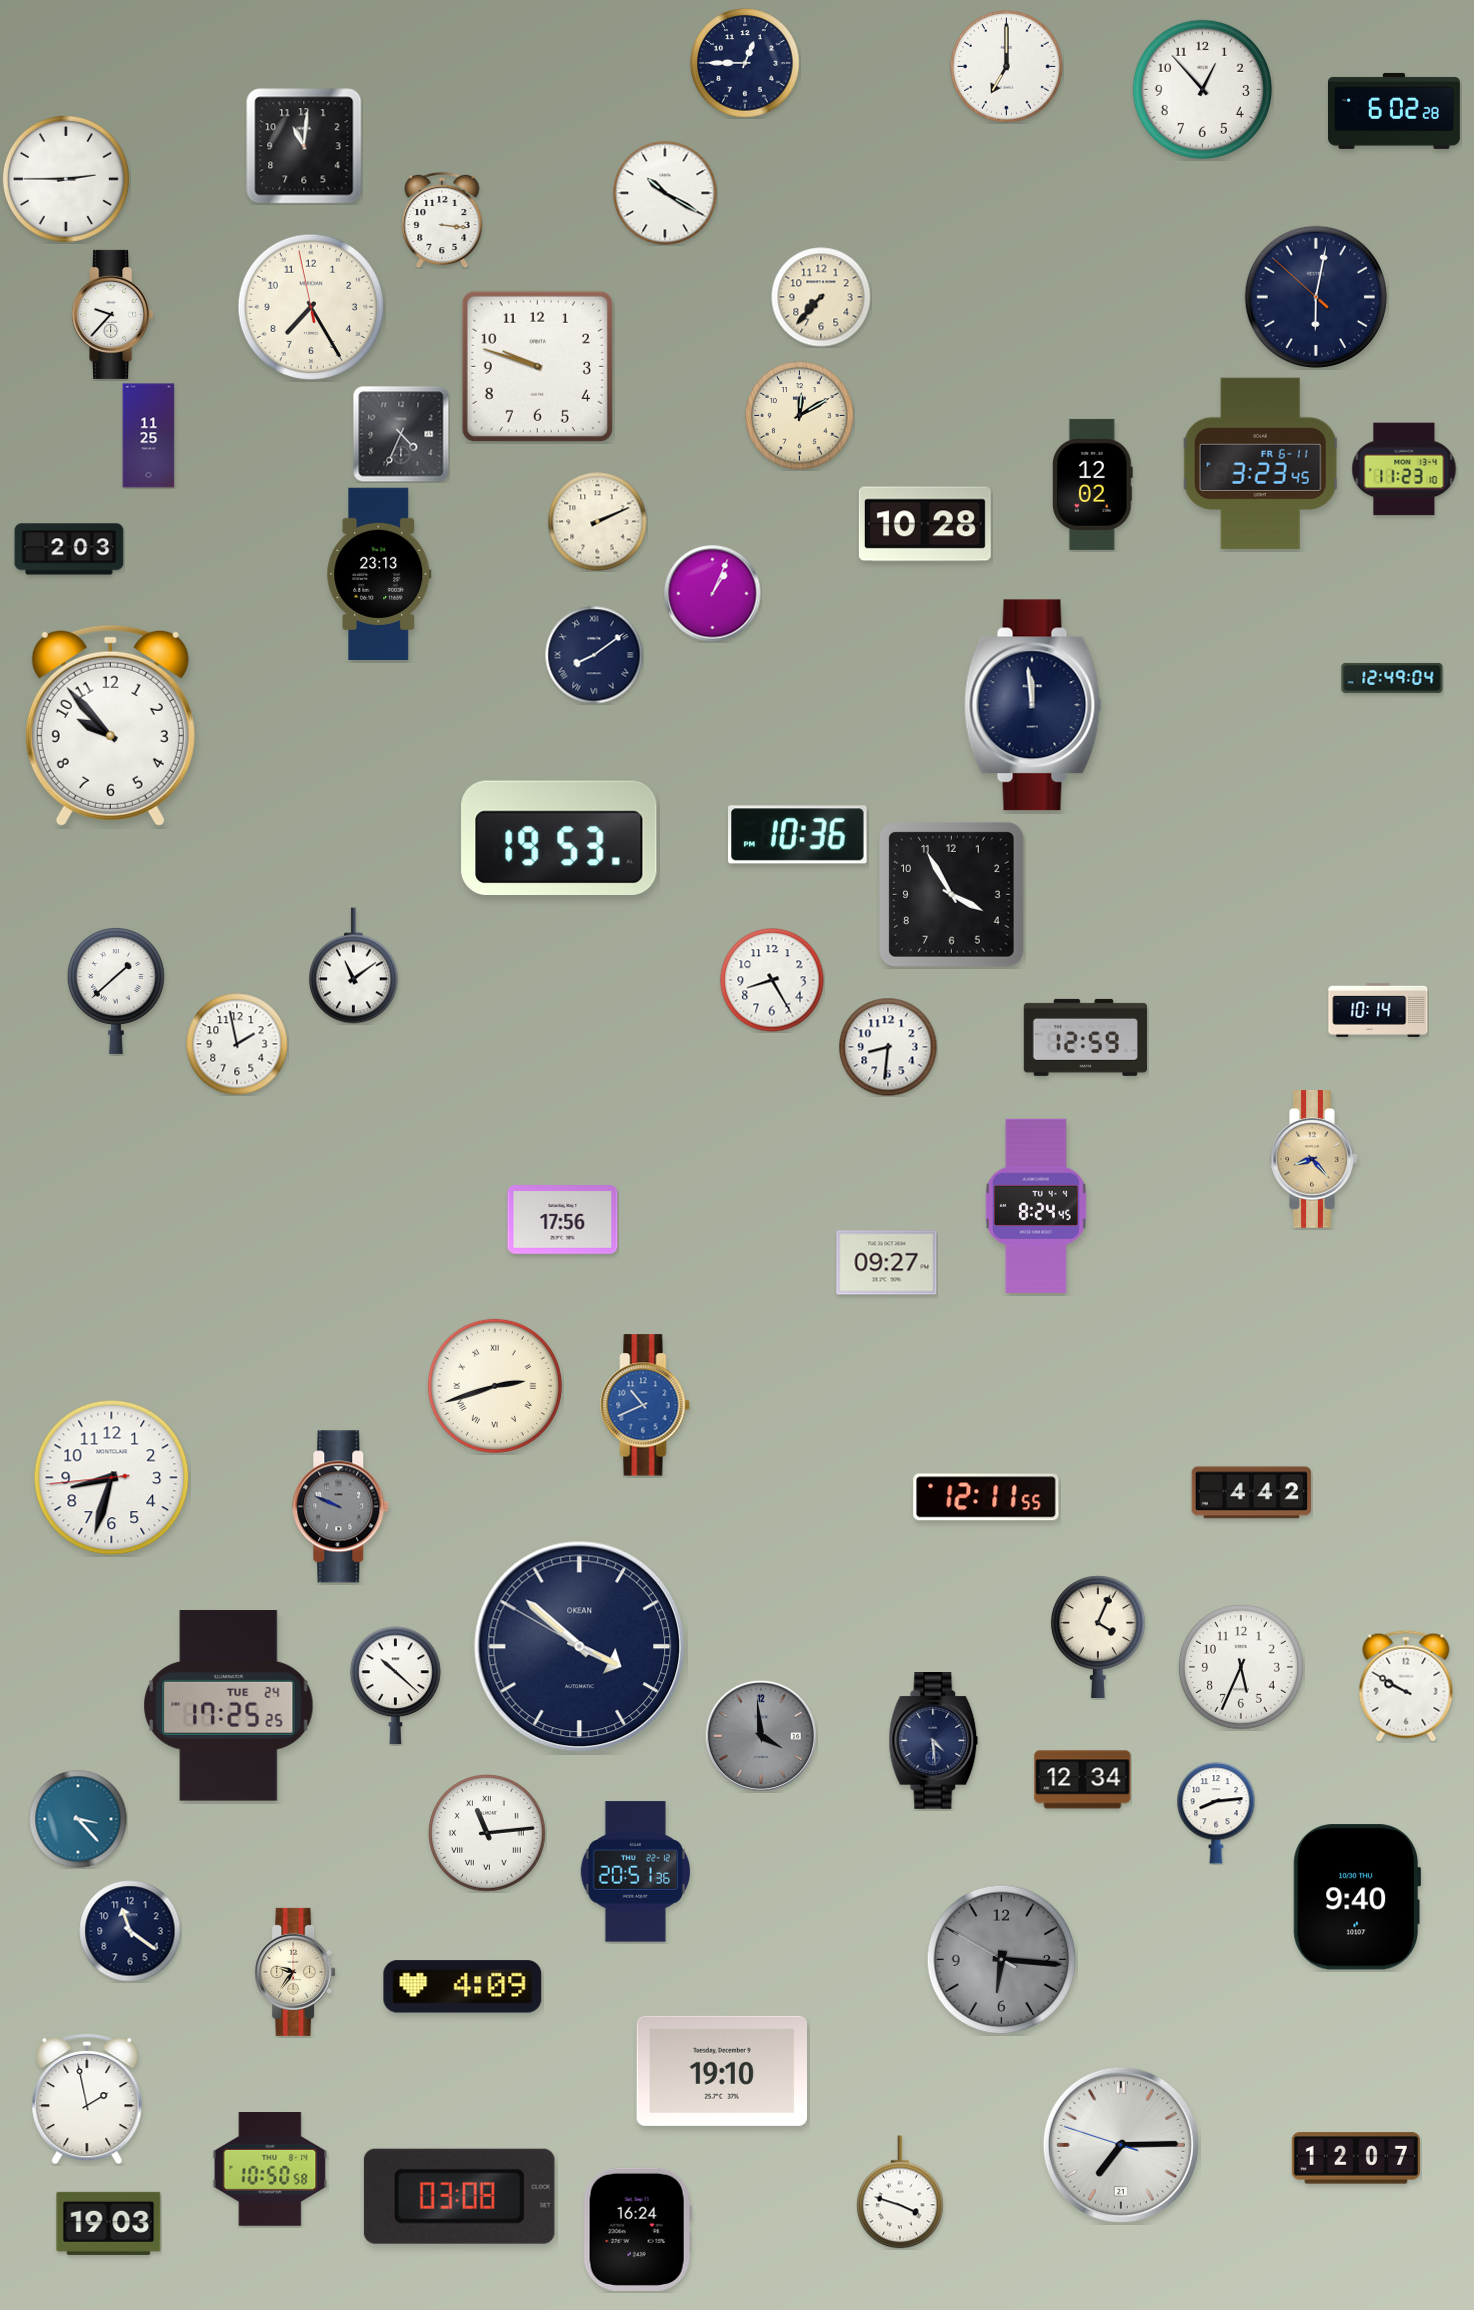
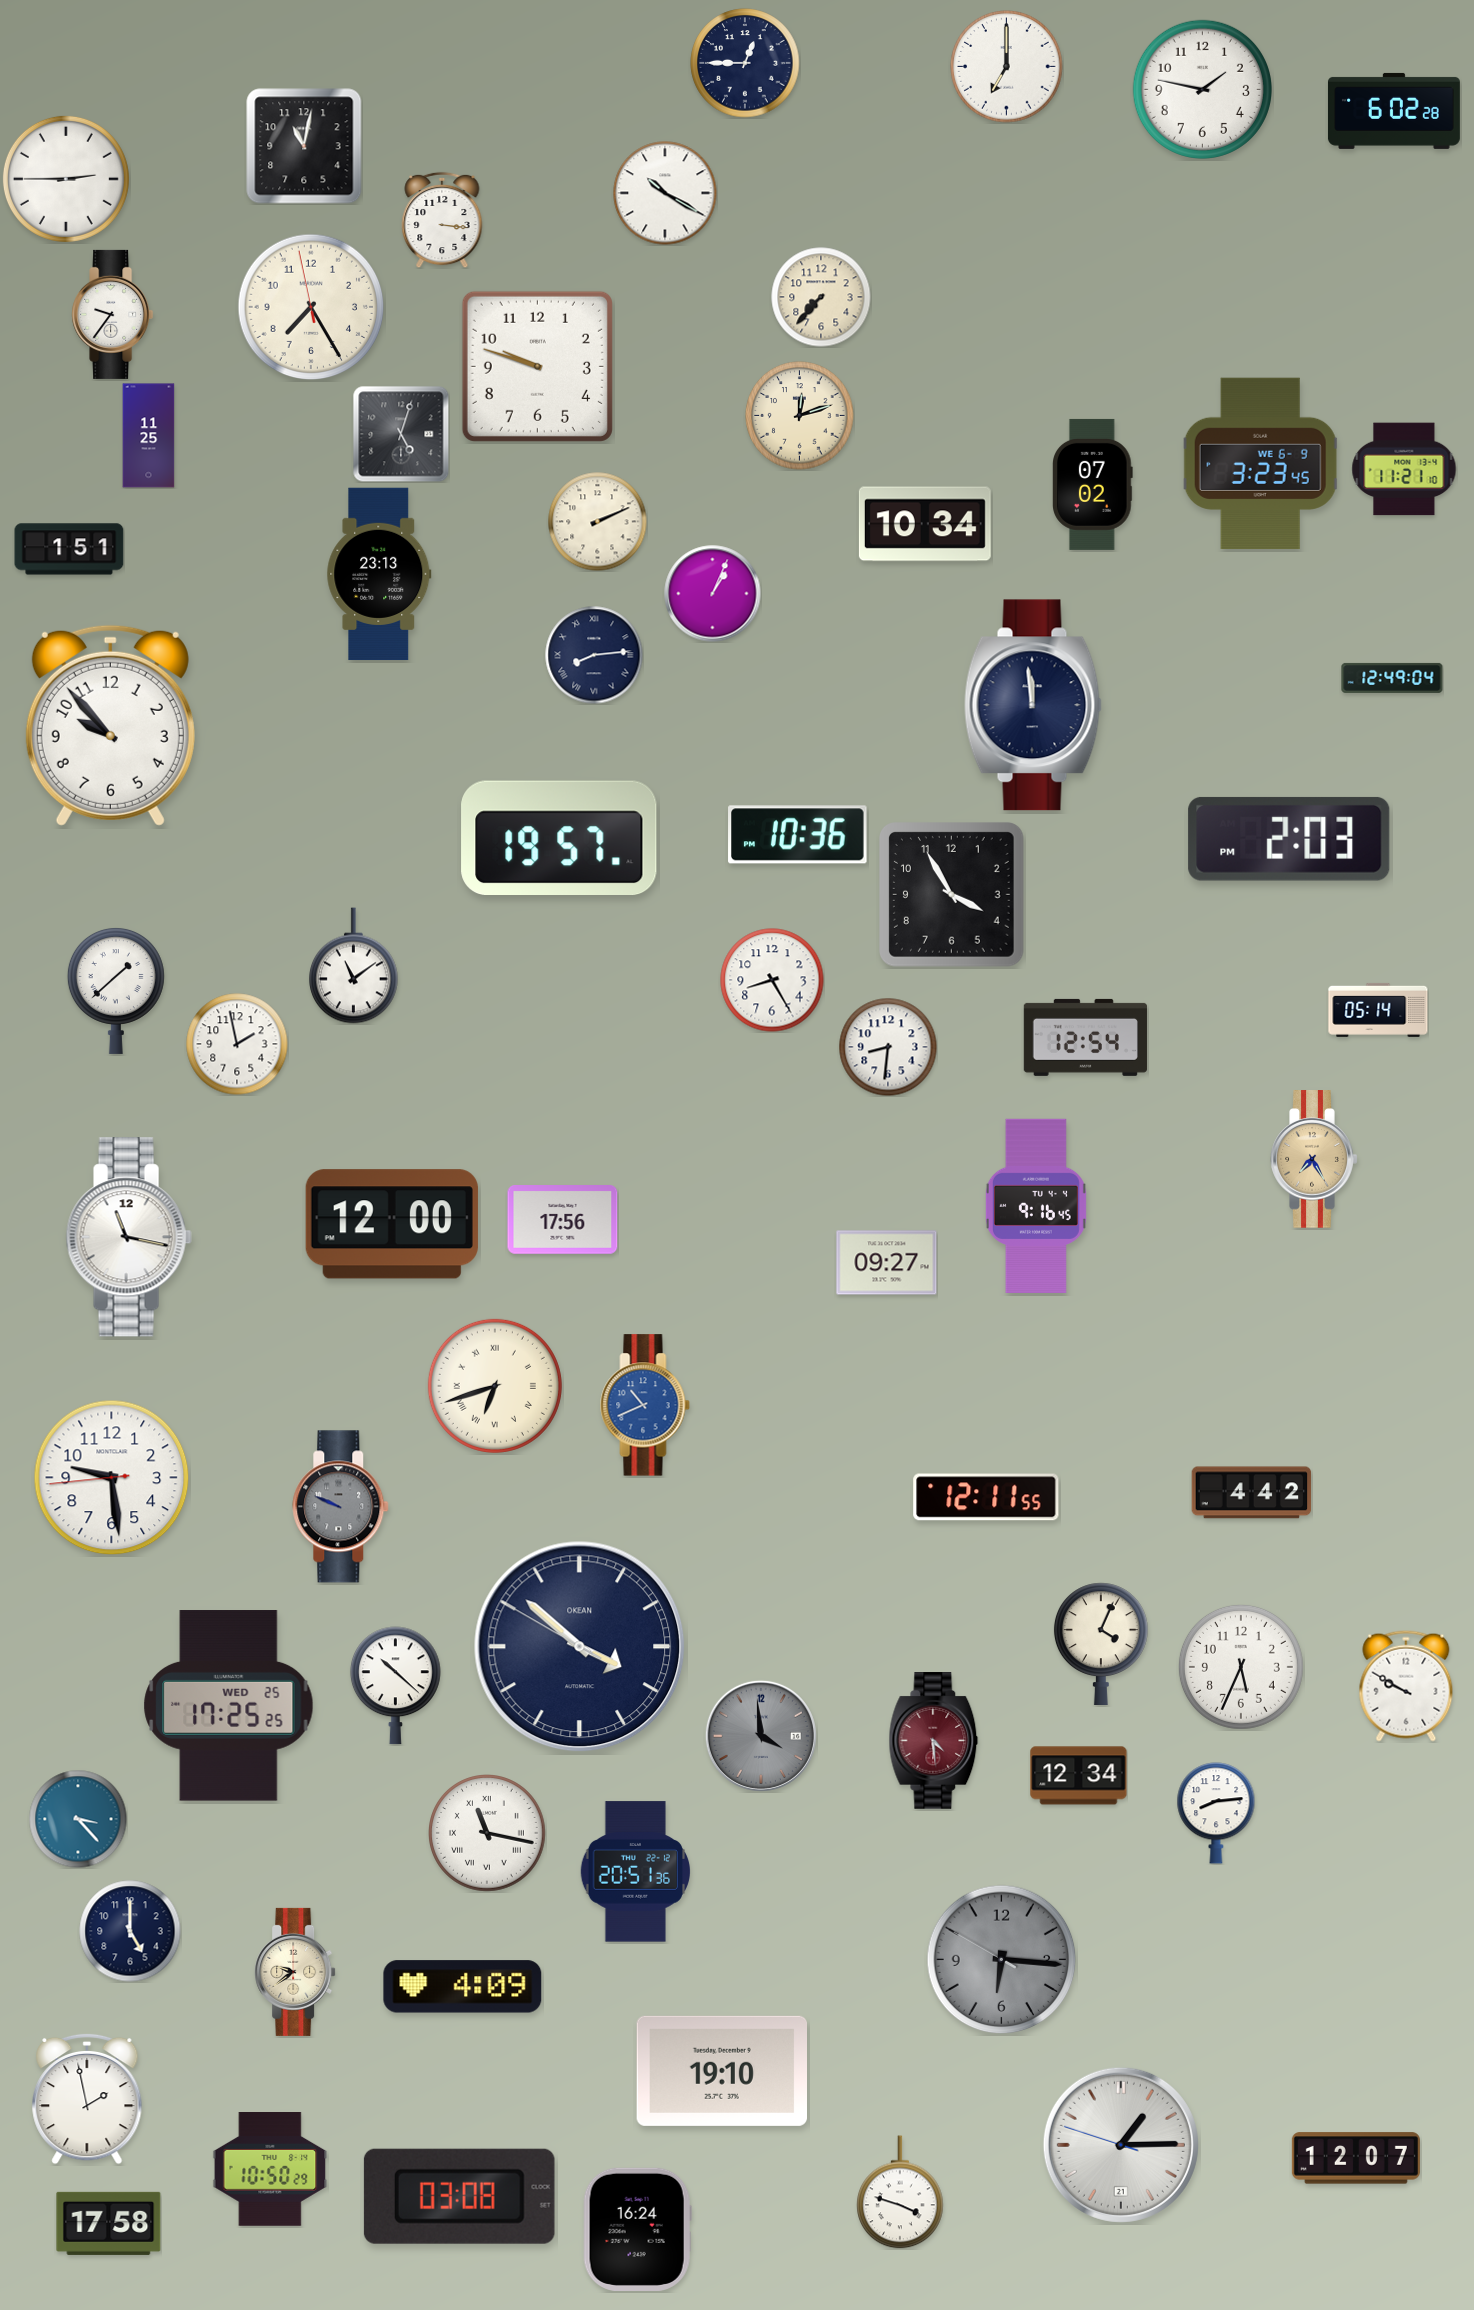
clock at (1202, 89): 12:53 -> 1:47
clock at (304, 146): 11:01 -> 11:02
clock at (1315, 296): 6:01 -> none
clock at (113, 314): 9:37 -> 9:36
clock at (800, 416): 12:10 -> 12:12
clock at (401, 434): 4:34 -> 5:03
clock at (1261, 463) date: FR 6-11 -> WE 6-9
clock at (1404, 469): 11:23 -> 11:21
clock at (1093, 484): 12:02 -> 07:02
clock at (925, 524): 10:28 -> 10:34
clock at (69, 549): 2:03 -> 1:51
clock at (594, 655): 8:09 -> 8:14
clock at (559, 837): 19:53 -> 19:57
clock at (1289, 839): none -> 2:03
clock at (1378, 1010): 10:14 -> 05:14
clock at (1085, 1037): 12:59 -> 12:54
clock at (1314, 1159): 8:23 -> 7:25
clock at (1036, 1205): 8:24 -> 9:16
clock at (392, 1224): none -> 12:00
clock at (129, 1237): none -> 11:17
clock at (495, 1386): 2:42 -> 6:42
clock at (112, 1478): 8:32 -> 9:28
clock at (1098, 1636) position: (1098, 1636) -> (1101, 1643)
clock at (229, 1706) date: TUE 24 -> WED 25
clock at (934, 1741) dial: navy -> burgundy
clock at (1083, 1780) position: (1083, 1780) -> (1079, 1776)
clock at (487, 1834): 11:14 -> 11:17
clock at (1357, 1897): 9:40 -> none
clock at (130, 1931): 11:21 -> 5:00
clock at (295, 1972): 9:36 -> 9:39
clock at (1121, 2145): 7:14 -> 1:14
clock at (270, 2170): 10:50:58 -> 10:50:29
clock at (109, 2223): 19:03 -> 17:58
